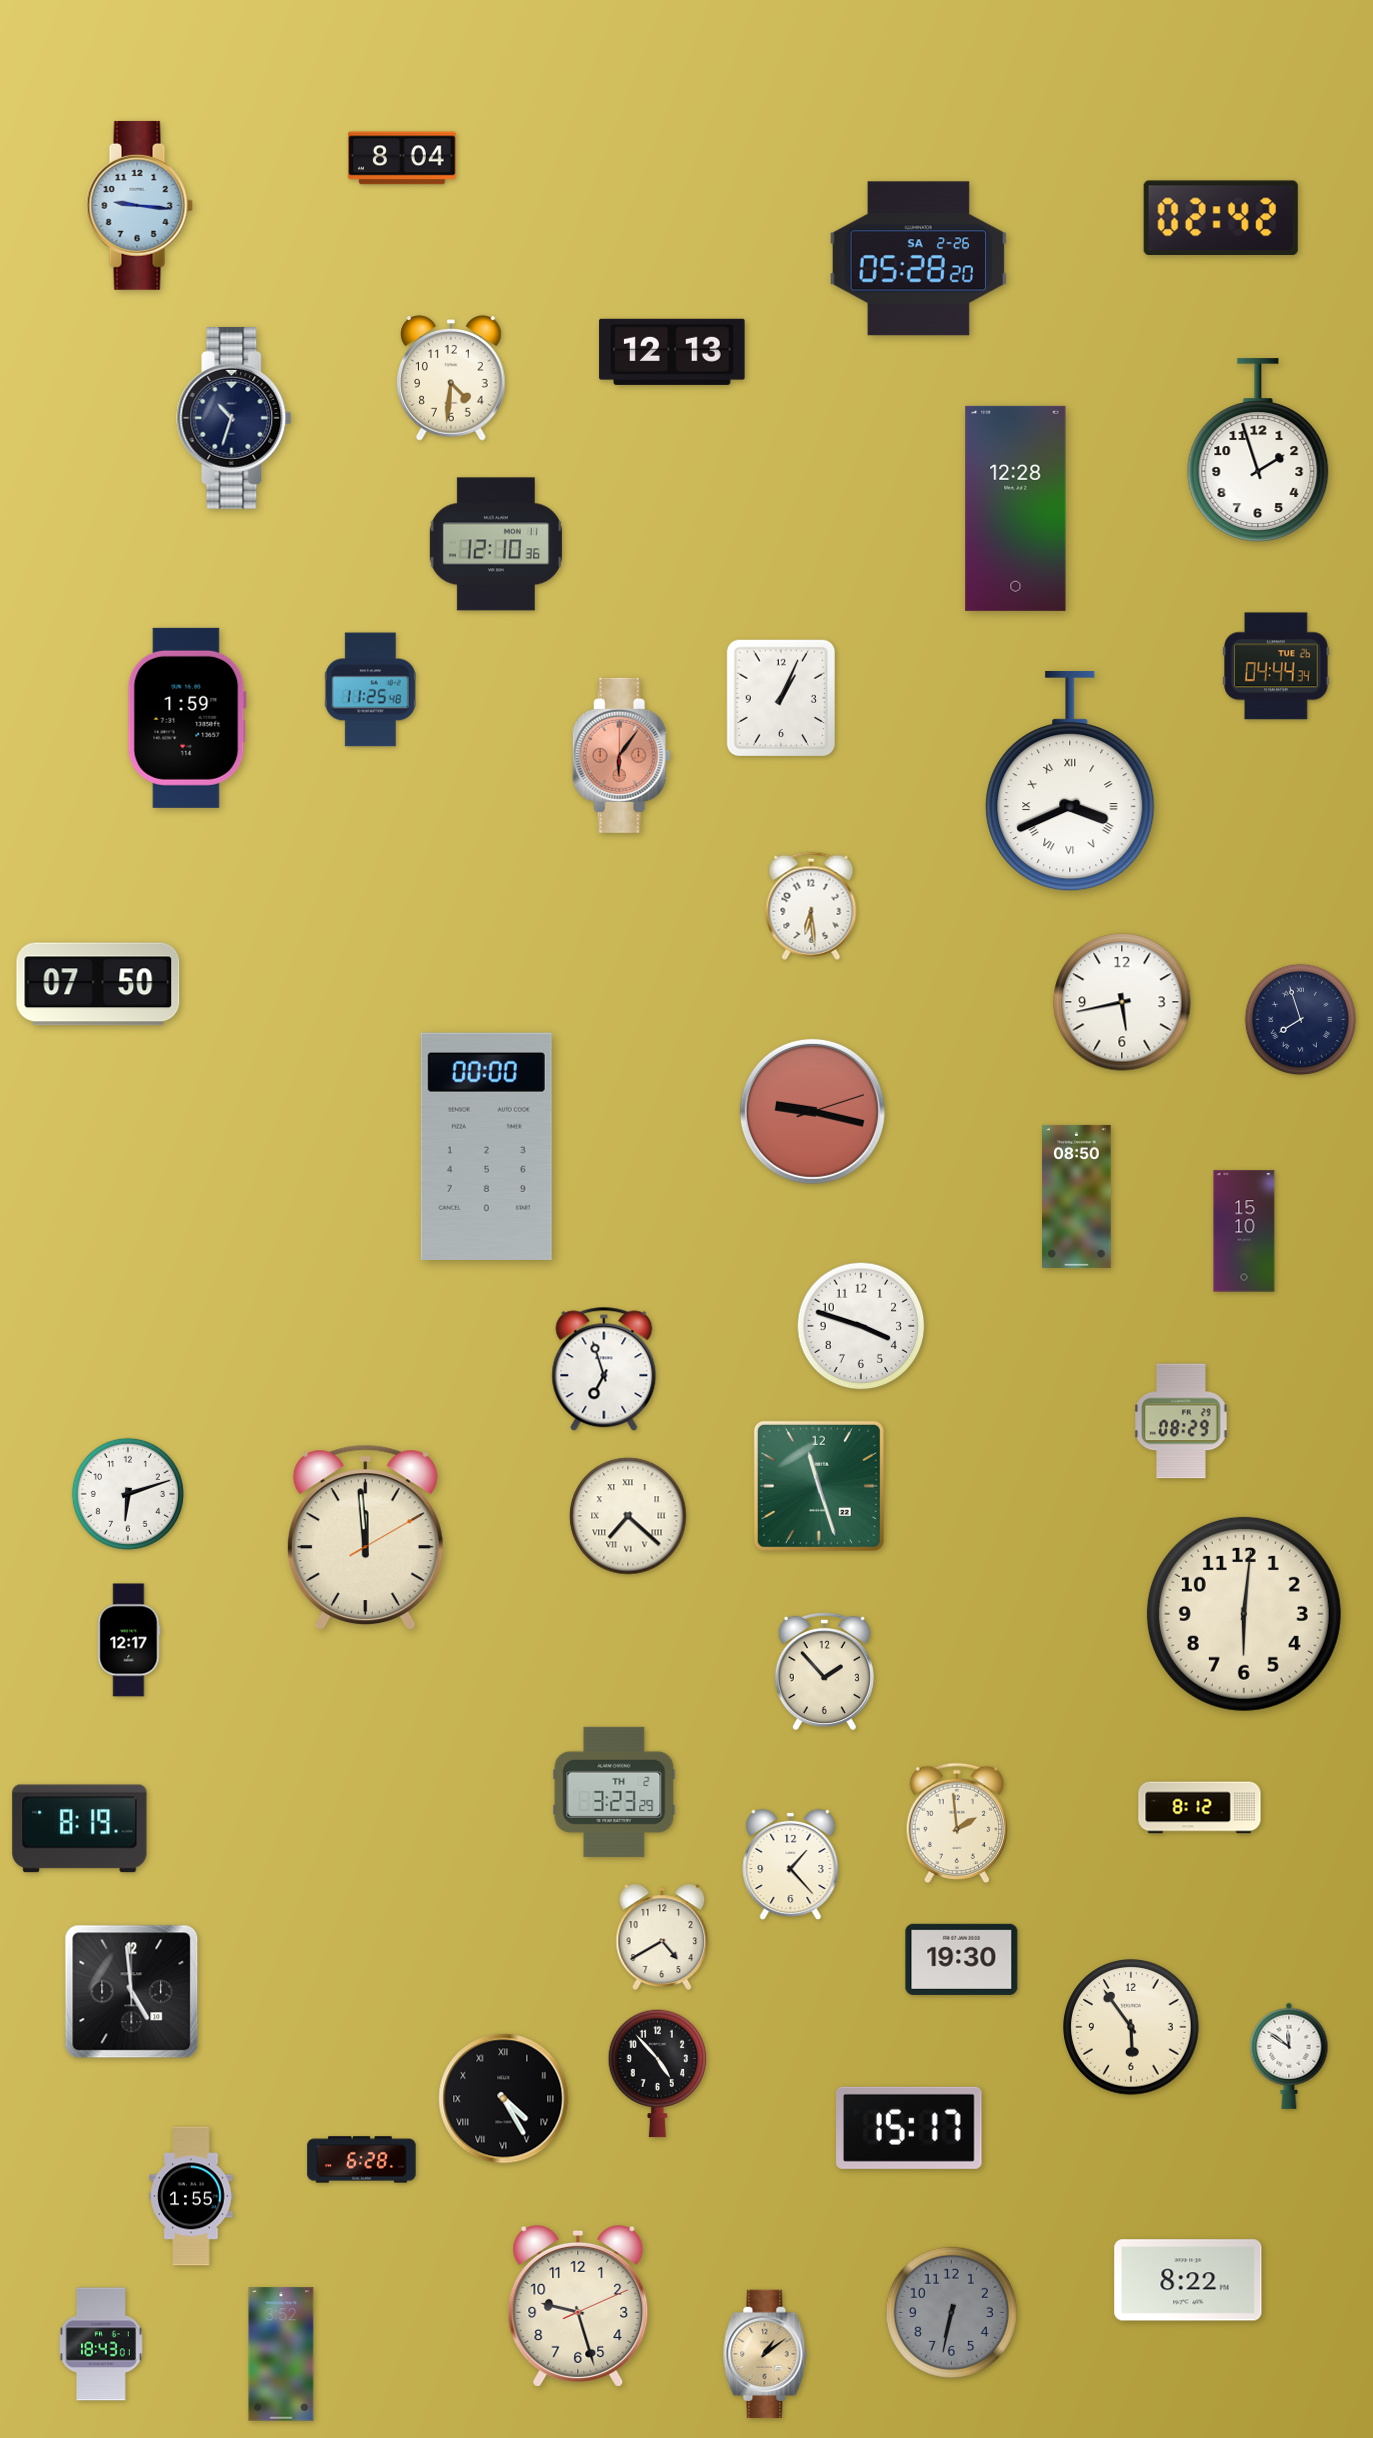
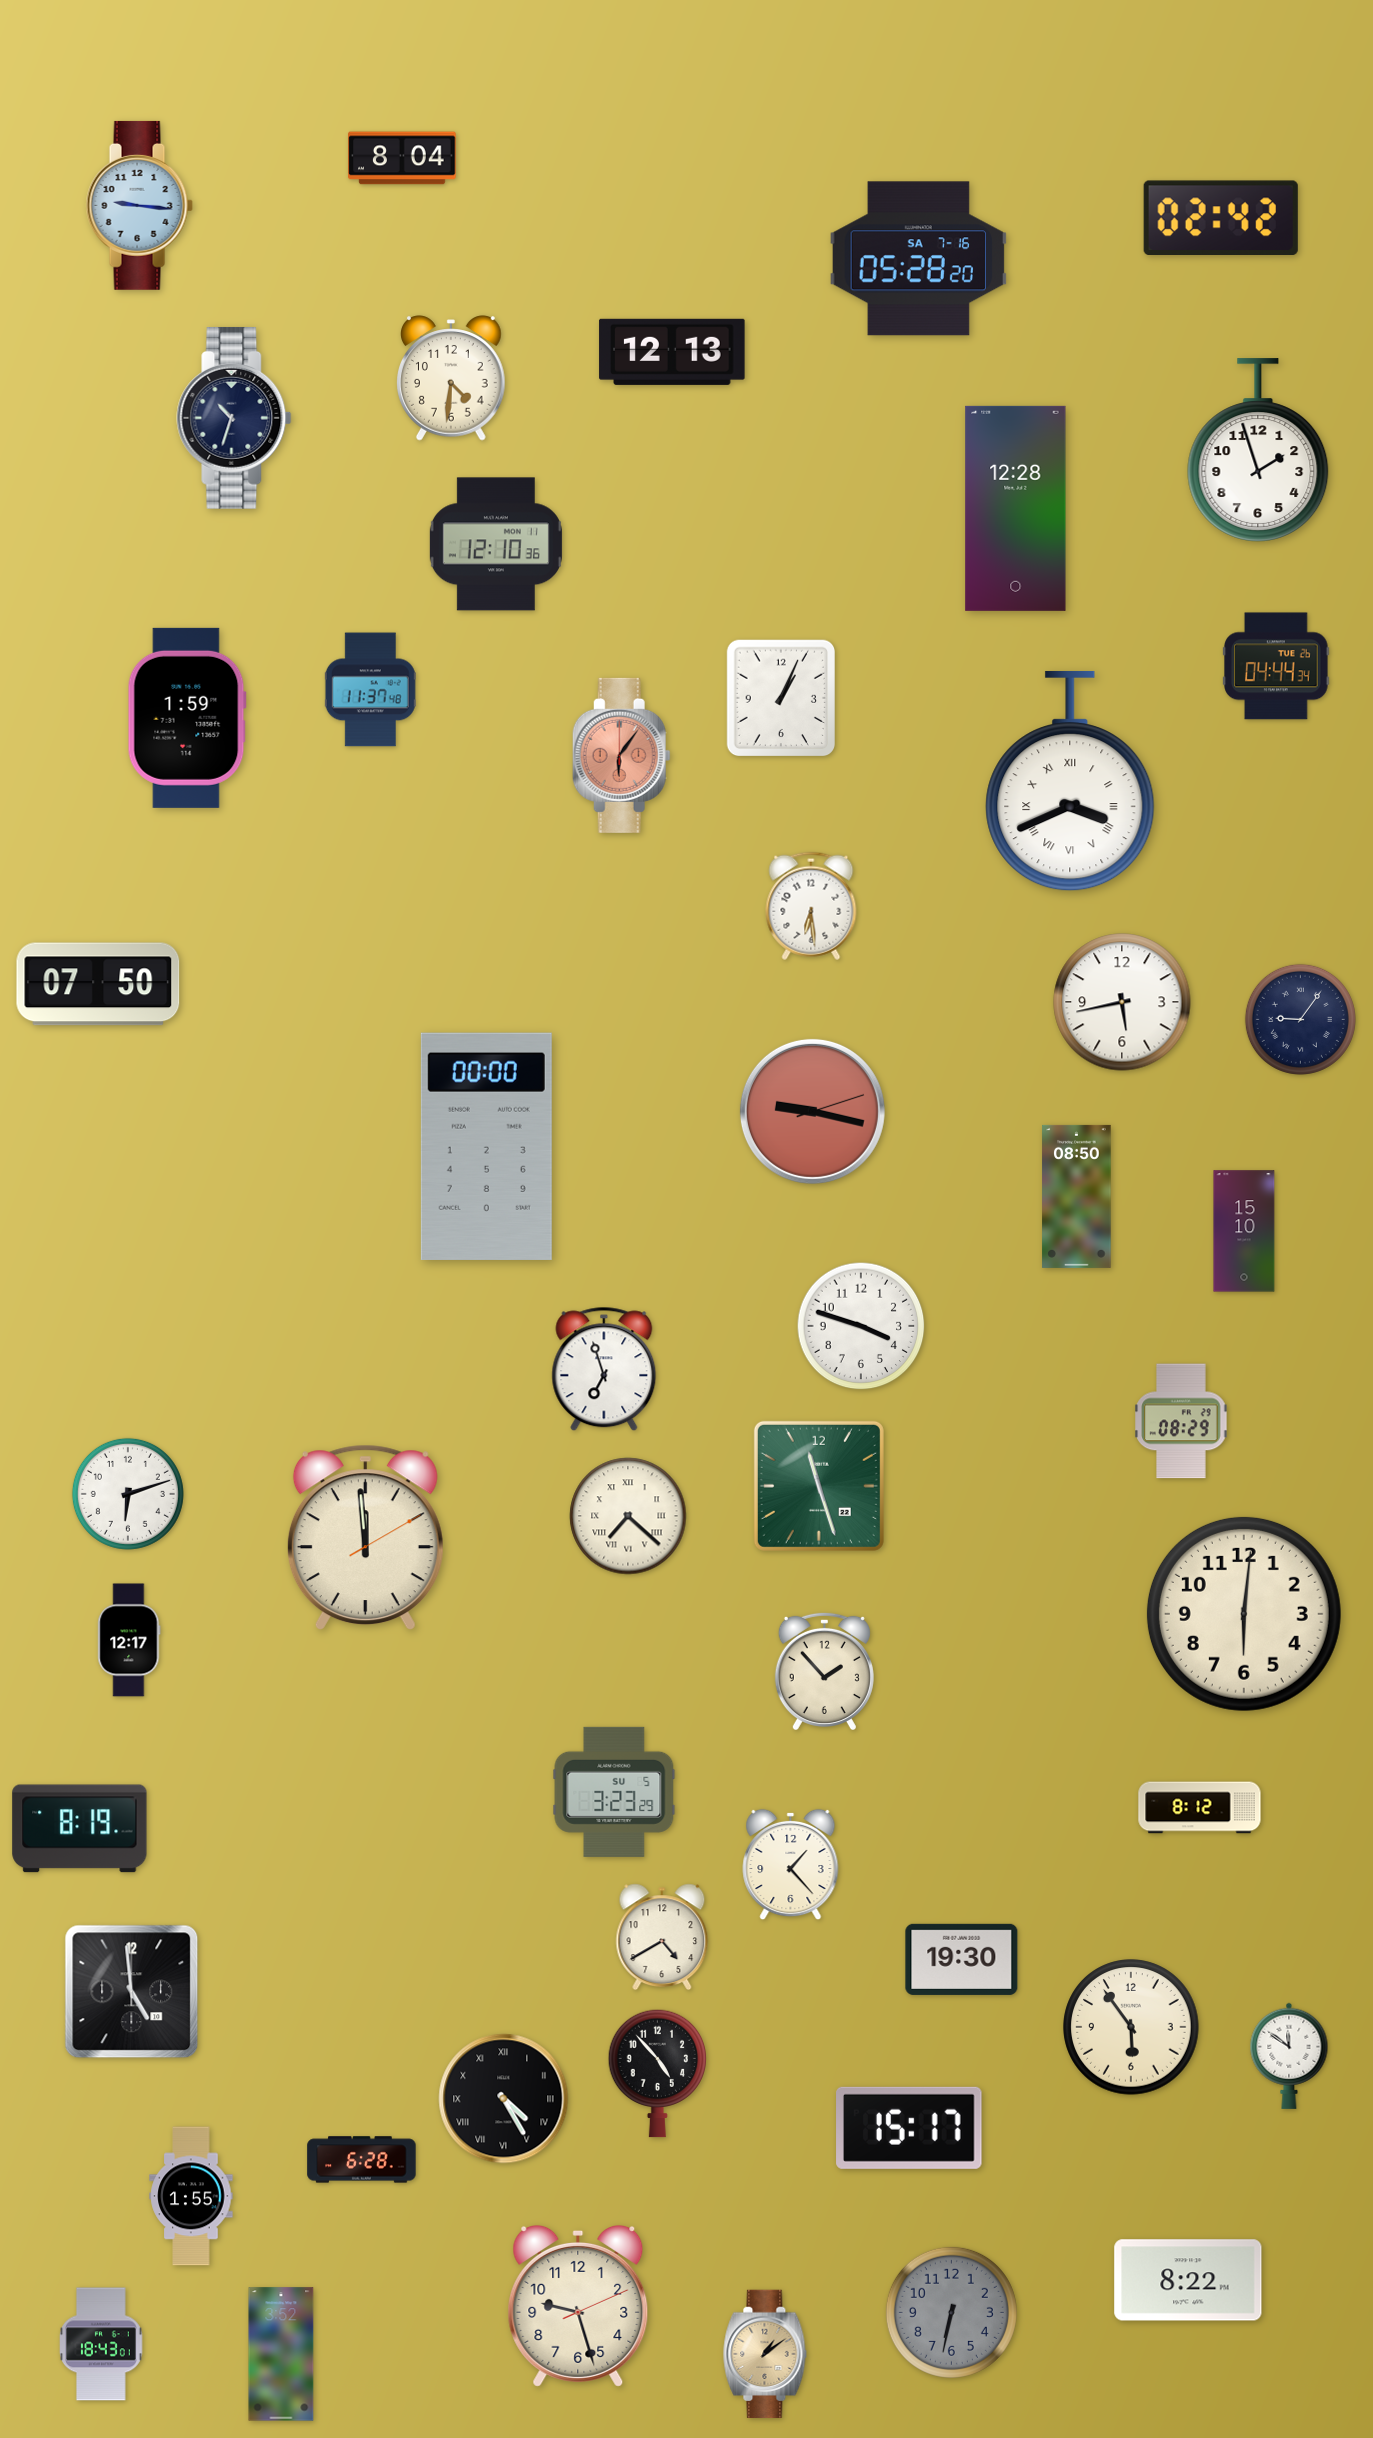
clock at (918, 259) date: SA 2-26 -> SA 7-16
clock at (370, 690): 11:25 -> 11:37
clock at (1300, 1019): 7:57 -> 9:06
clock at (614, 1792) date: TH 2 -> SU 5
clock at (956, 1823): 1:59 -> none
